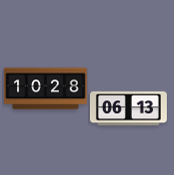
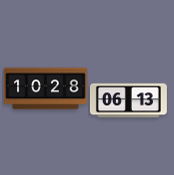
clock at (128, 109) position: (128, 109) -> (128, 101)
